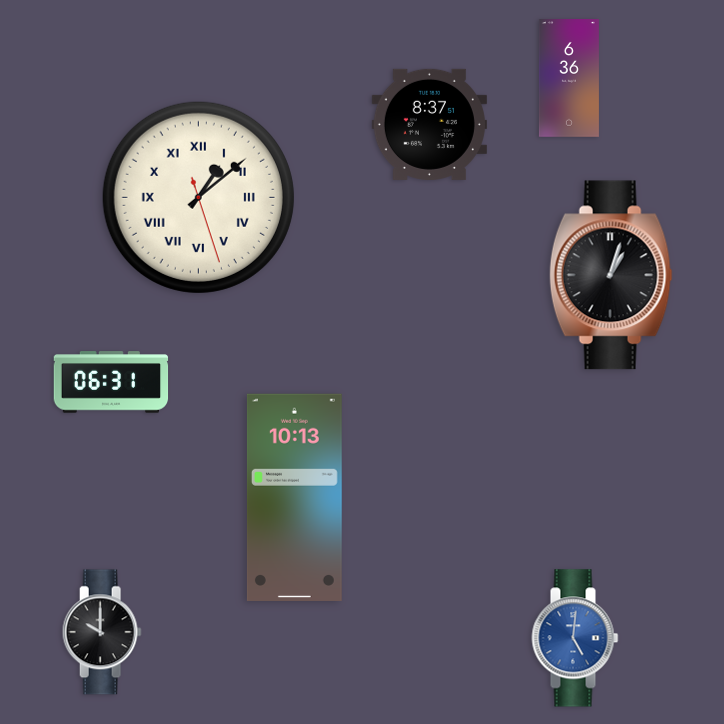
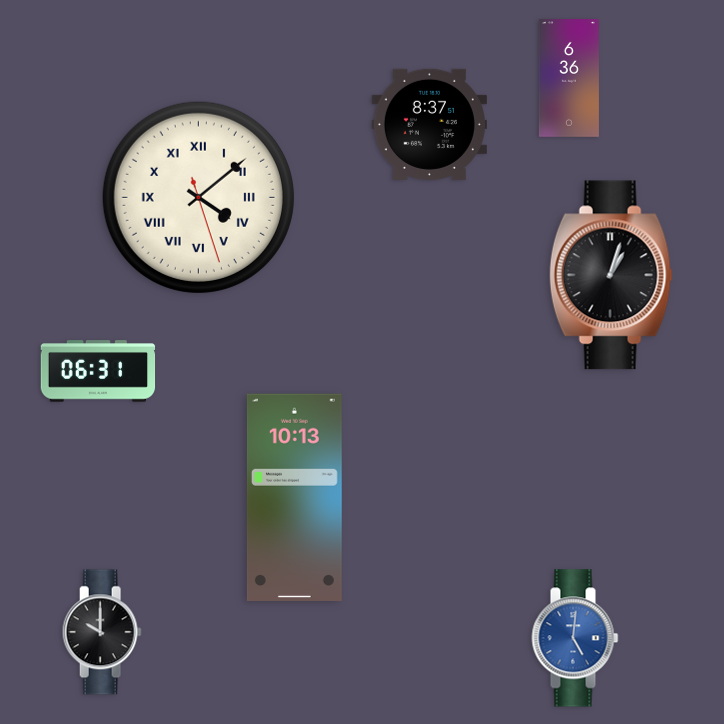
clock at (198, 197): 1:08 -> 4:08
clock at (111, 382) position: (111, 382) -> (98, 371)
